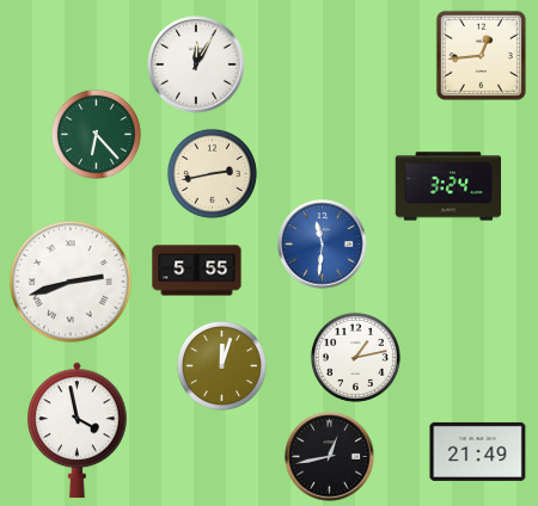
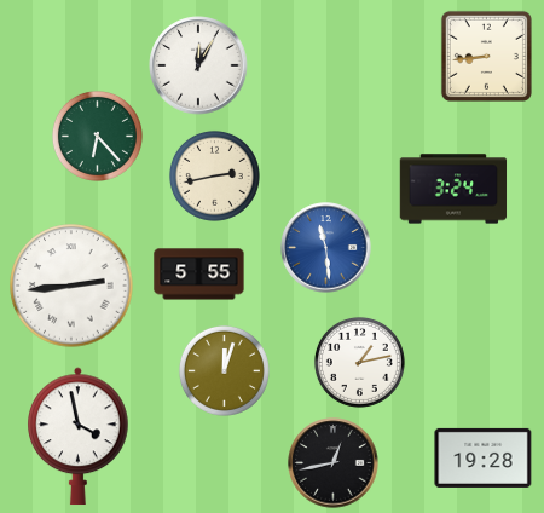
clock at (481, 55): 12:44 -> 8:44
clock at (323, 245): 11:31 -> 11:29
clock at (71, 282): 2:42 -> 2:44
clock at (478, 451): 21:49 -> 19:28
